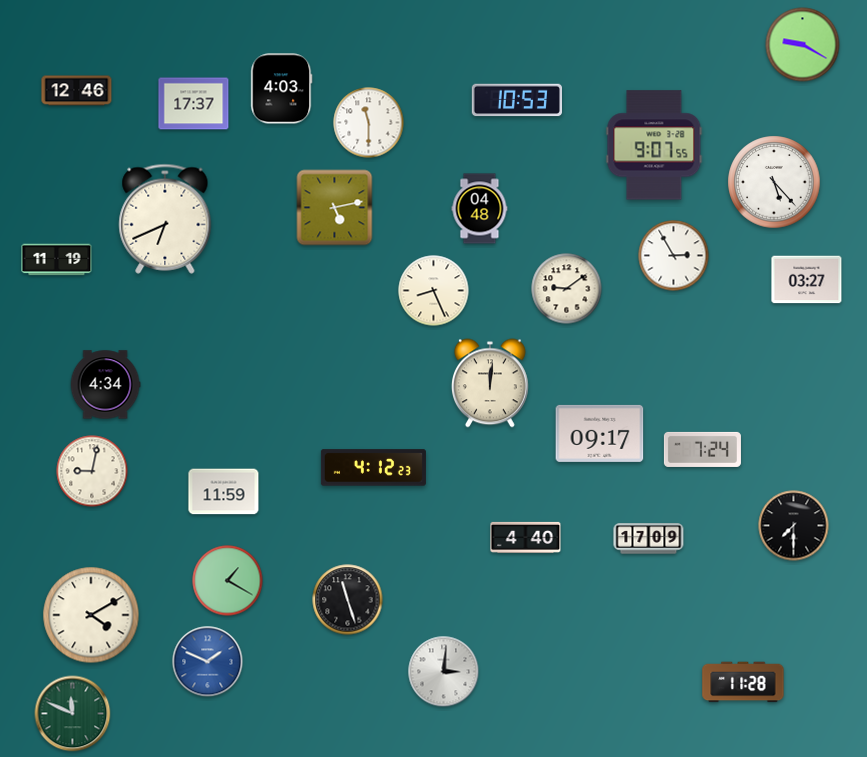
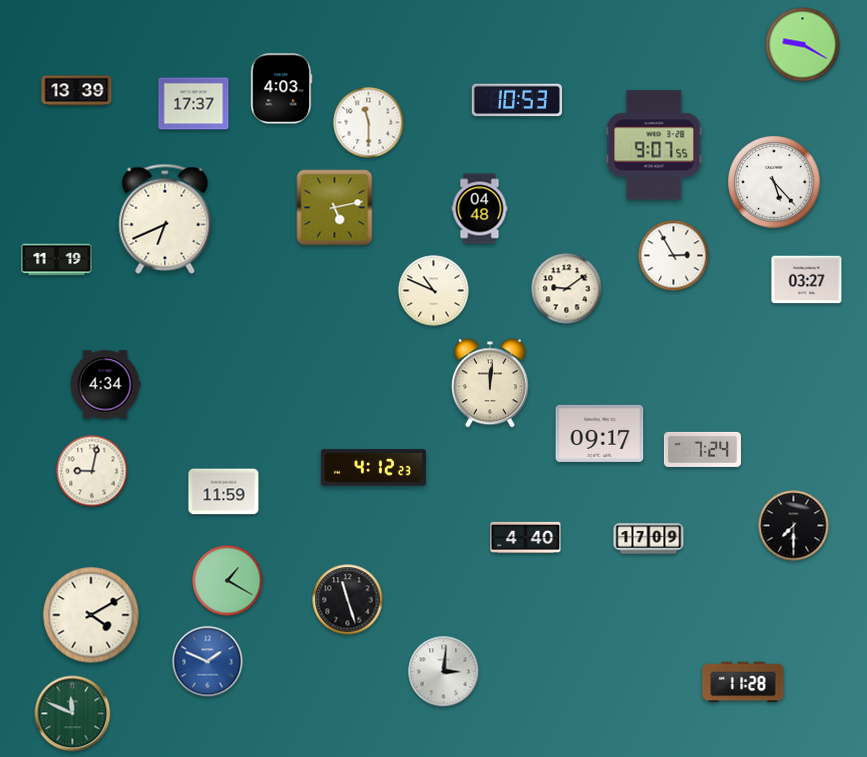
clock at (77, 91): 12:46 -> 13:39
clock at (434, 291): 8:26 -> 10:49
